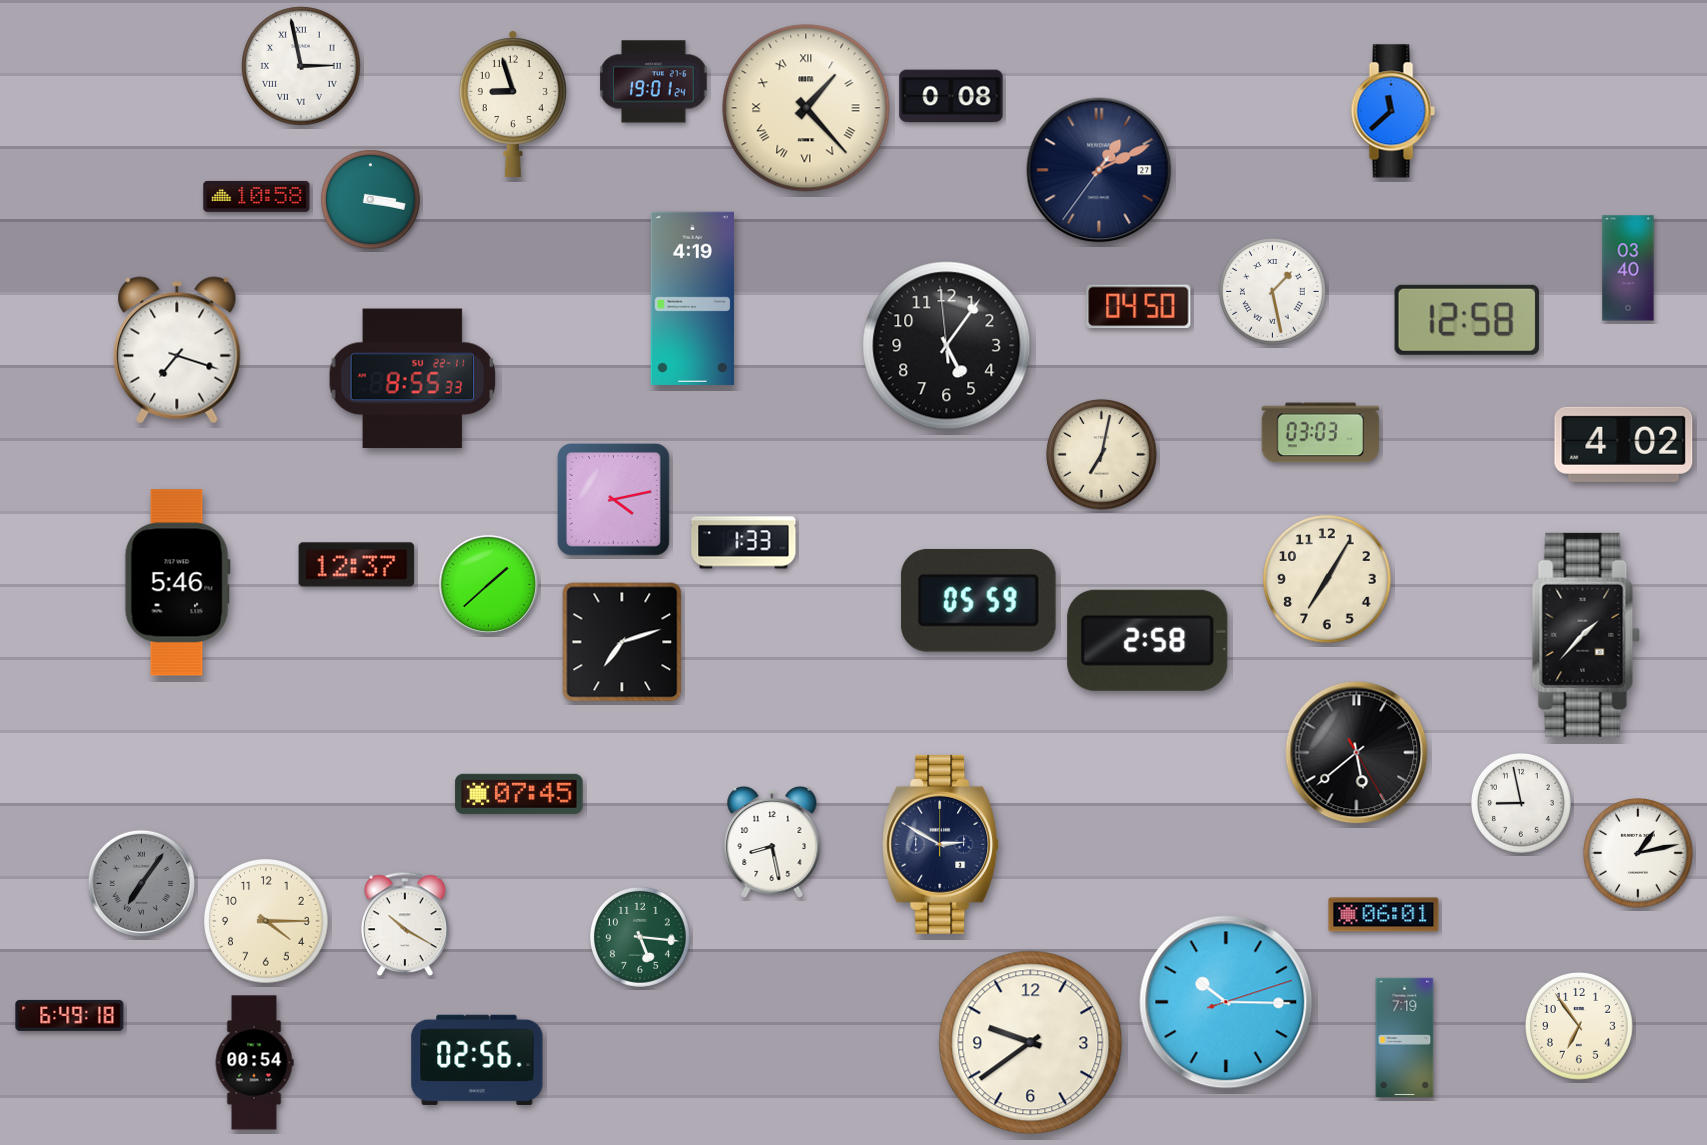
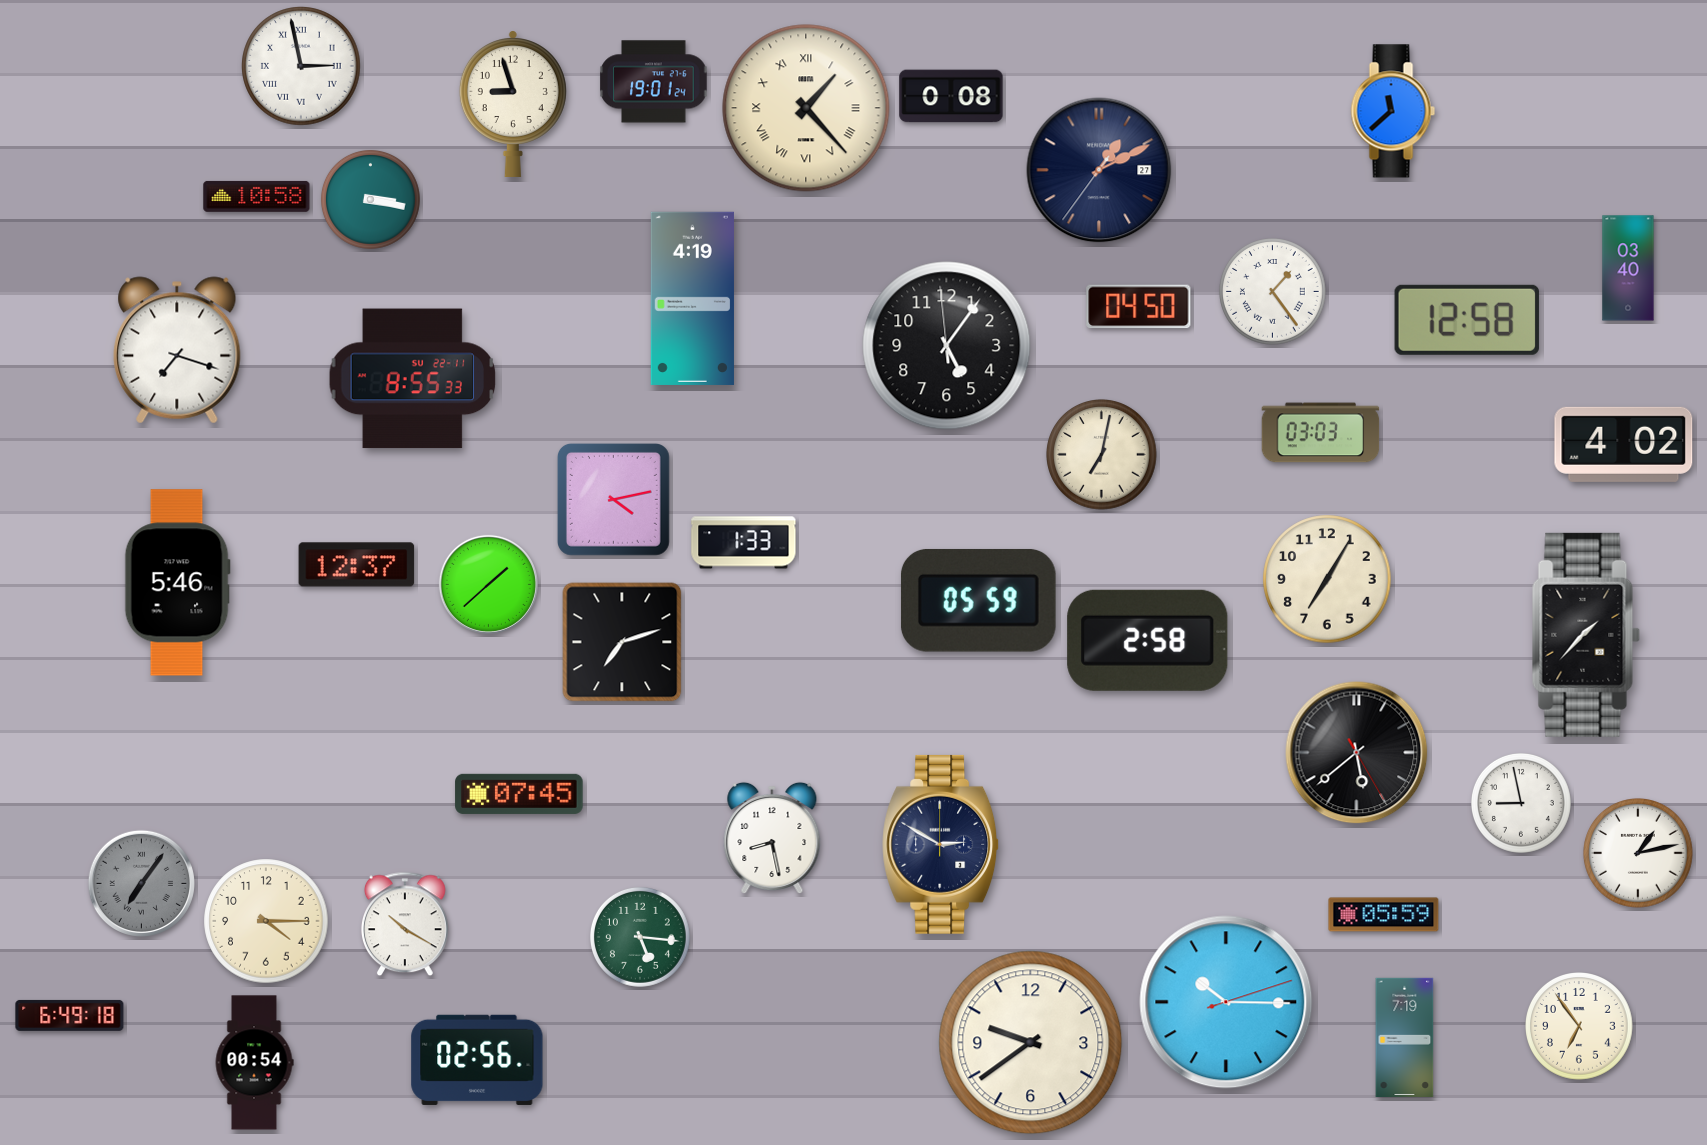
clock at (1273, 292): 1:28 -> 1:24
clock at (772, 842) position: (772, 842) -> (772, 838)
clock at (1384, 915): 06:01 -> 05:59
